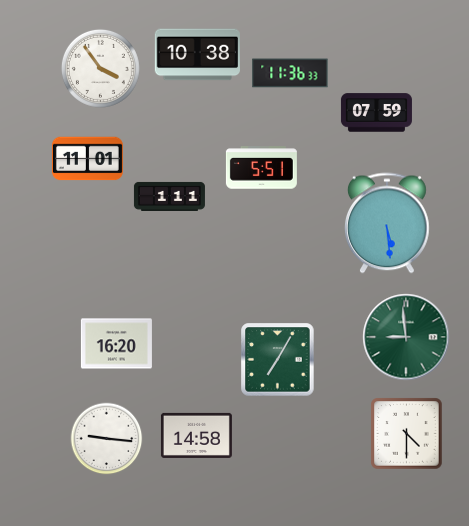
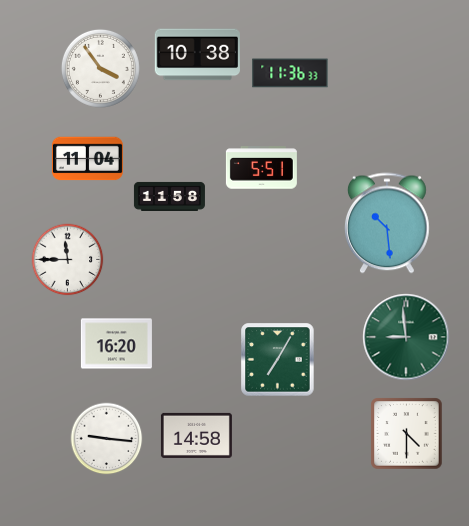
clock at (376, 113): 07:59 -> none
clock at (87, 159): 11:01 -> 11:04
clock at (169, 196): 1:11 -> 11:58
clock at (387, 223): 5:29 -> 10:29
clock at (68, 260): none -> 11:45
